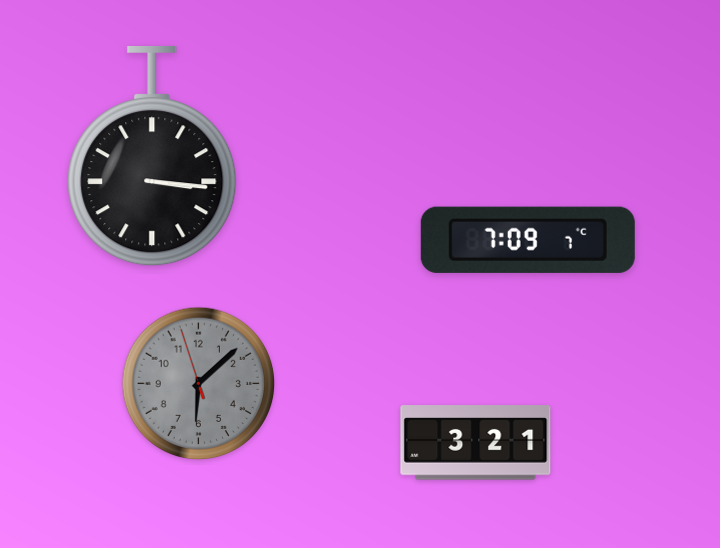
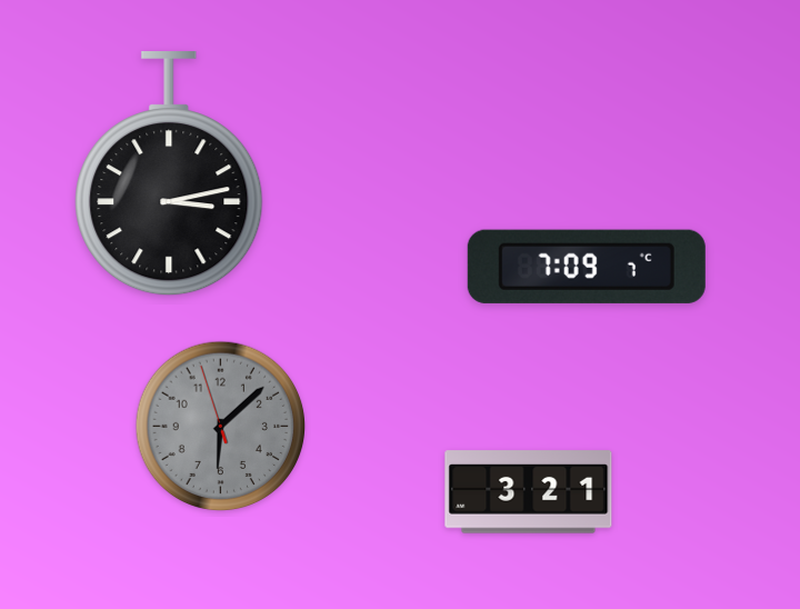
clock at (152, 157): 3:16 -> 3:13
